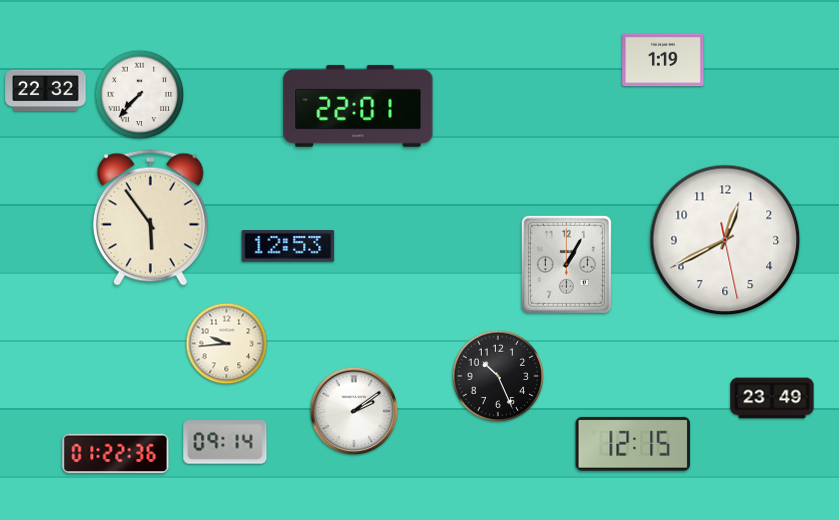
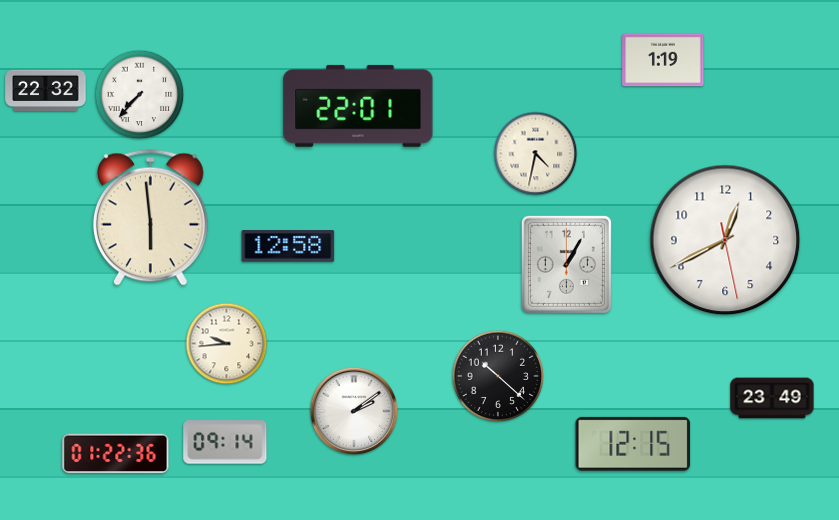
clock at (536, 154): none -> 4:32
clock at (150, 217): 5:54 -> 5:59
clock at (288, 246): 12:53 -> 12:58
clock at (498, 376): 10:26 -> 10:22
